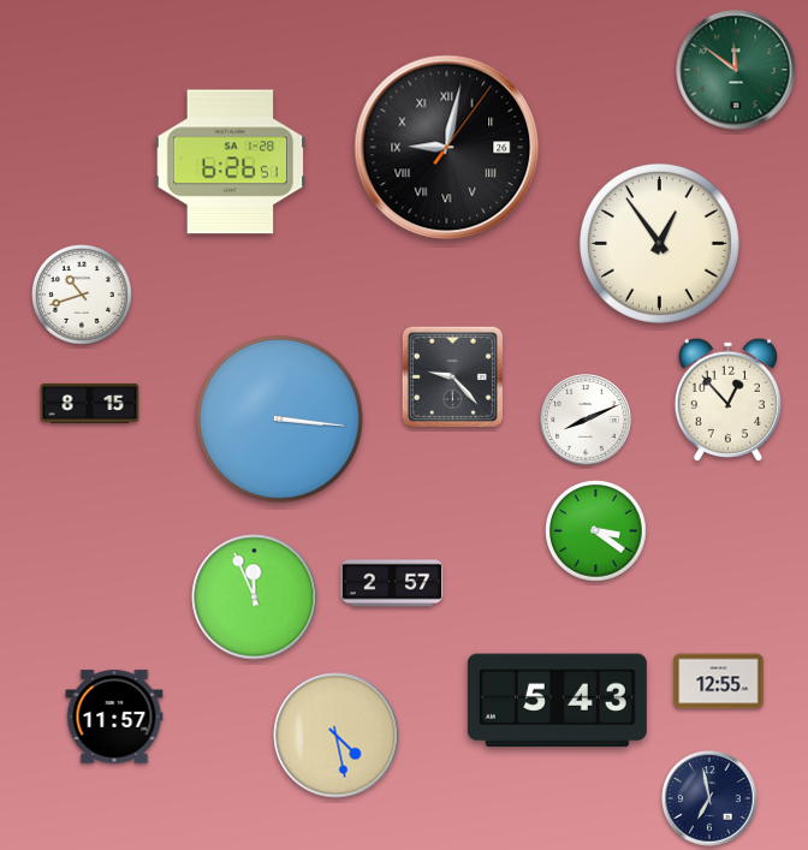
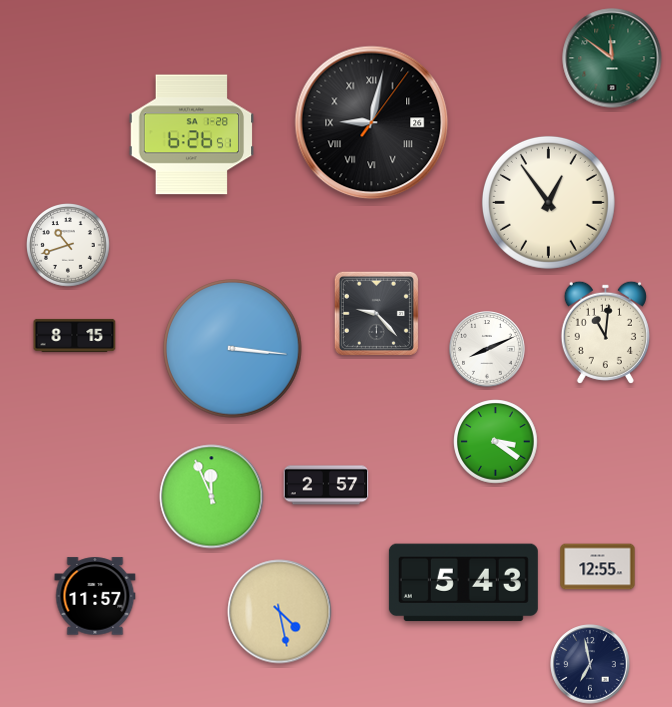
clock at (727, 399): 12:53 -> 11:01
